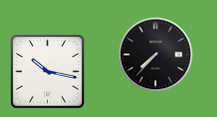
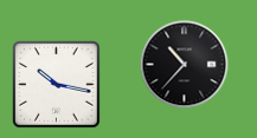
clock at (156, 55): 7:37 -> 10:37
